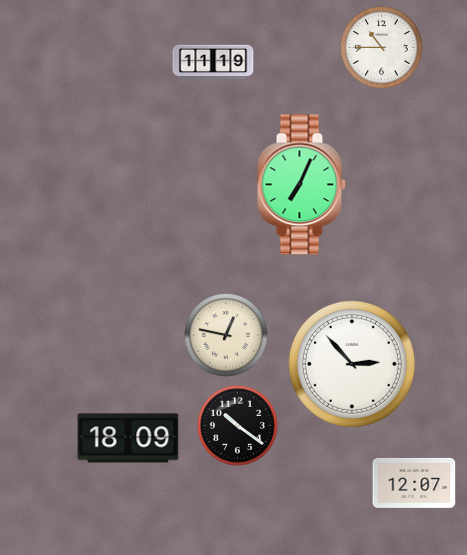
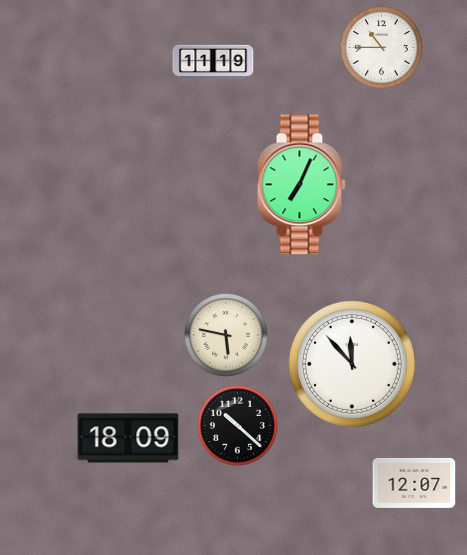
clock at (226, 335): 12:47 -> 5:47
clock at (352, 364): 2:53 -> 11:53
clock at (238, 426): 10:21 -> 10:22
